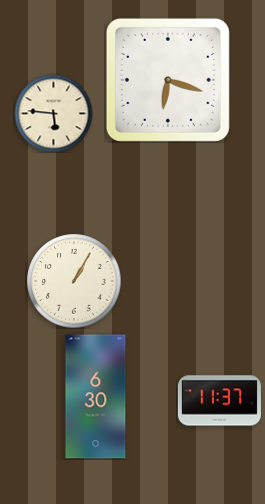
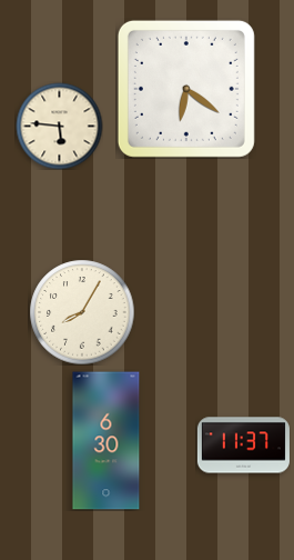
clock at (168, 80): 6:18 -> 6:21
clock at (74, 281): 1:05 -> 8:05
